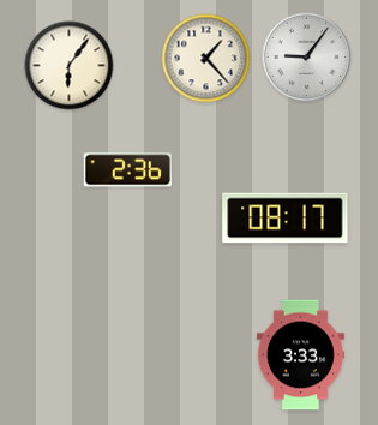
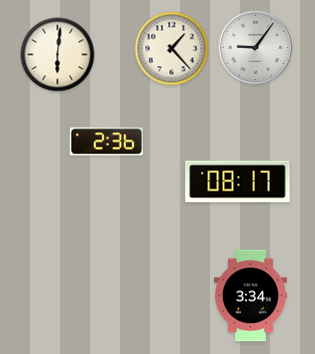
clock at (70, 66): 6:06 -> 6:01
clock at (300, 355): 3:33 -> 3:34
